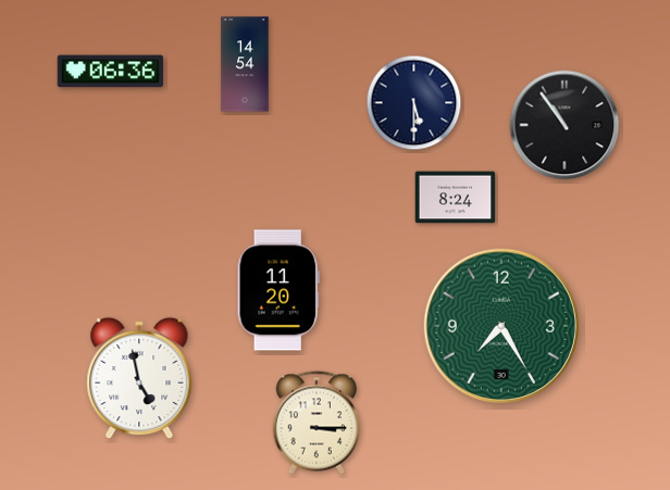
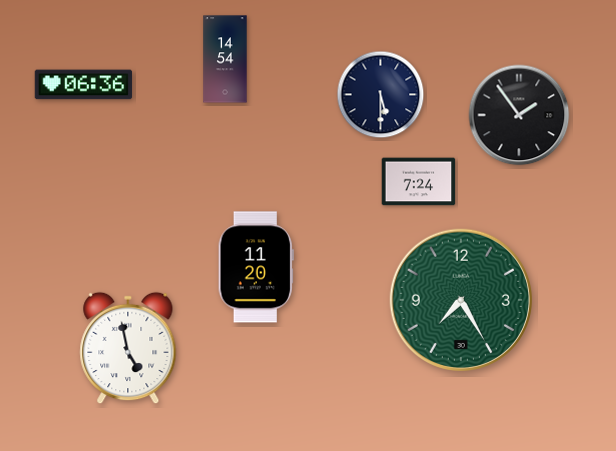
clock at (111, 72) position: (111, 72) -> (84, 85)
clock at (564, 125): 10:54 -> 1:54
clock at (456, 198): 8:24 -> 7:24
clock at (317, 423): 3:15 -> none
